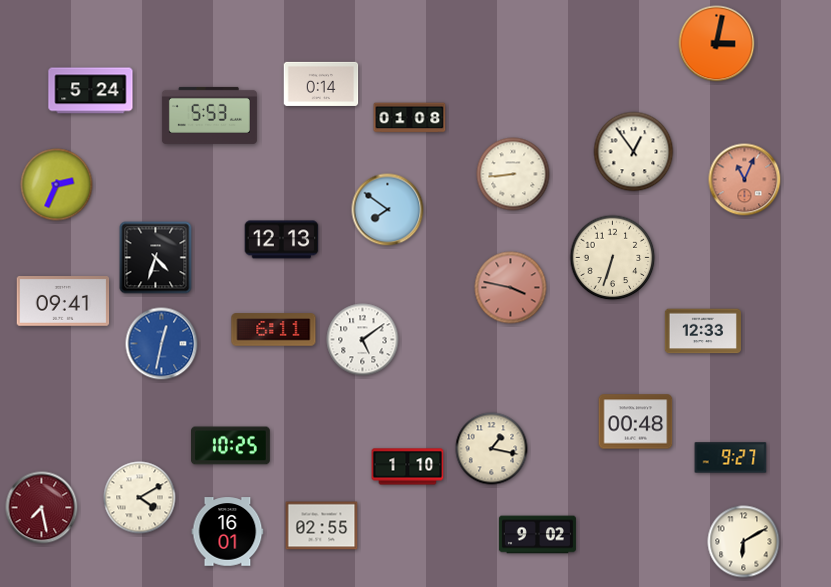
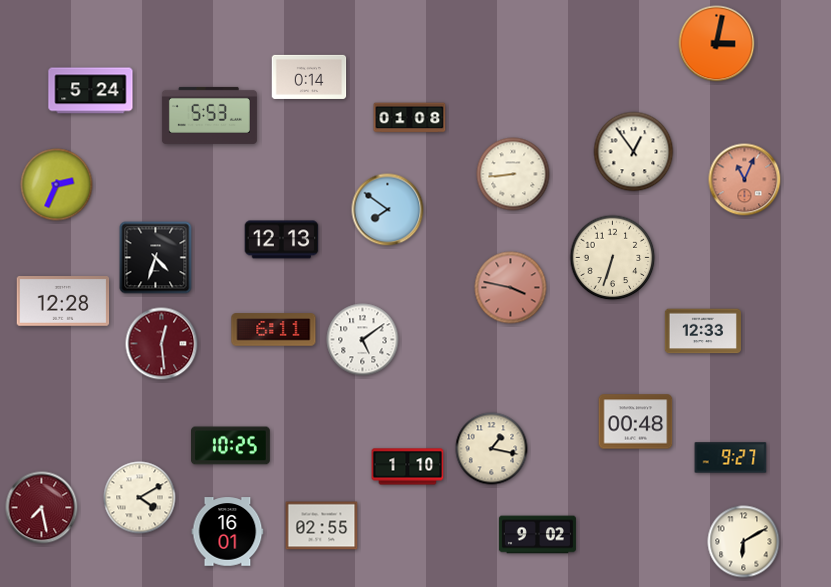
clock at (321, 84) position: (321, 84) -> (309, 77)
clock at (63, 302): 09:41 -> 12:28
clock at (162, 344): 12:32 -> 12:29
clock at (162, 344) dial: blue -> burgundy
